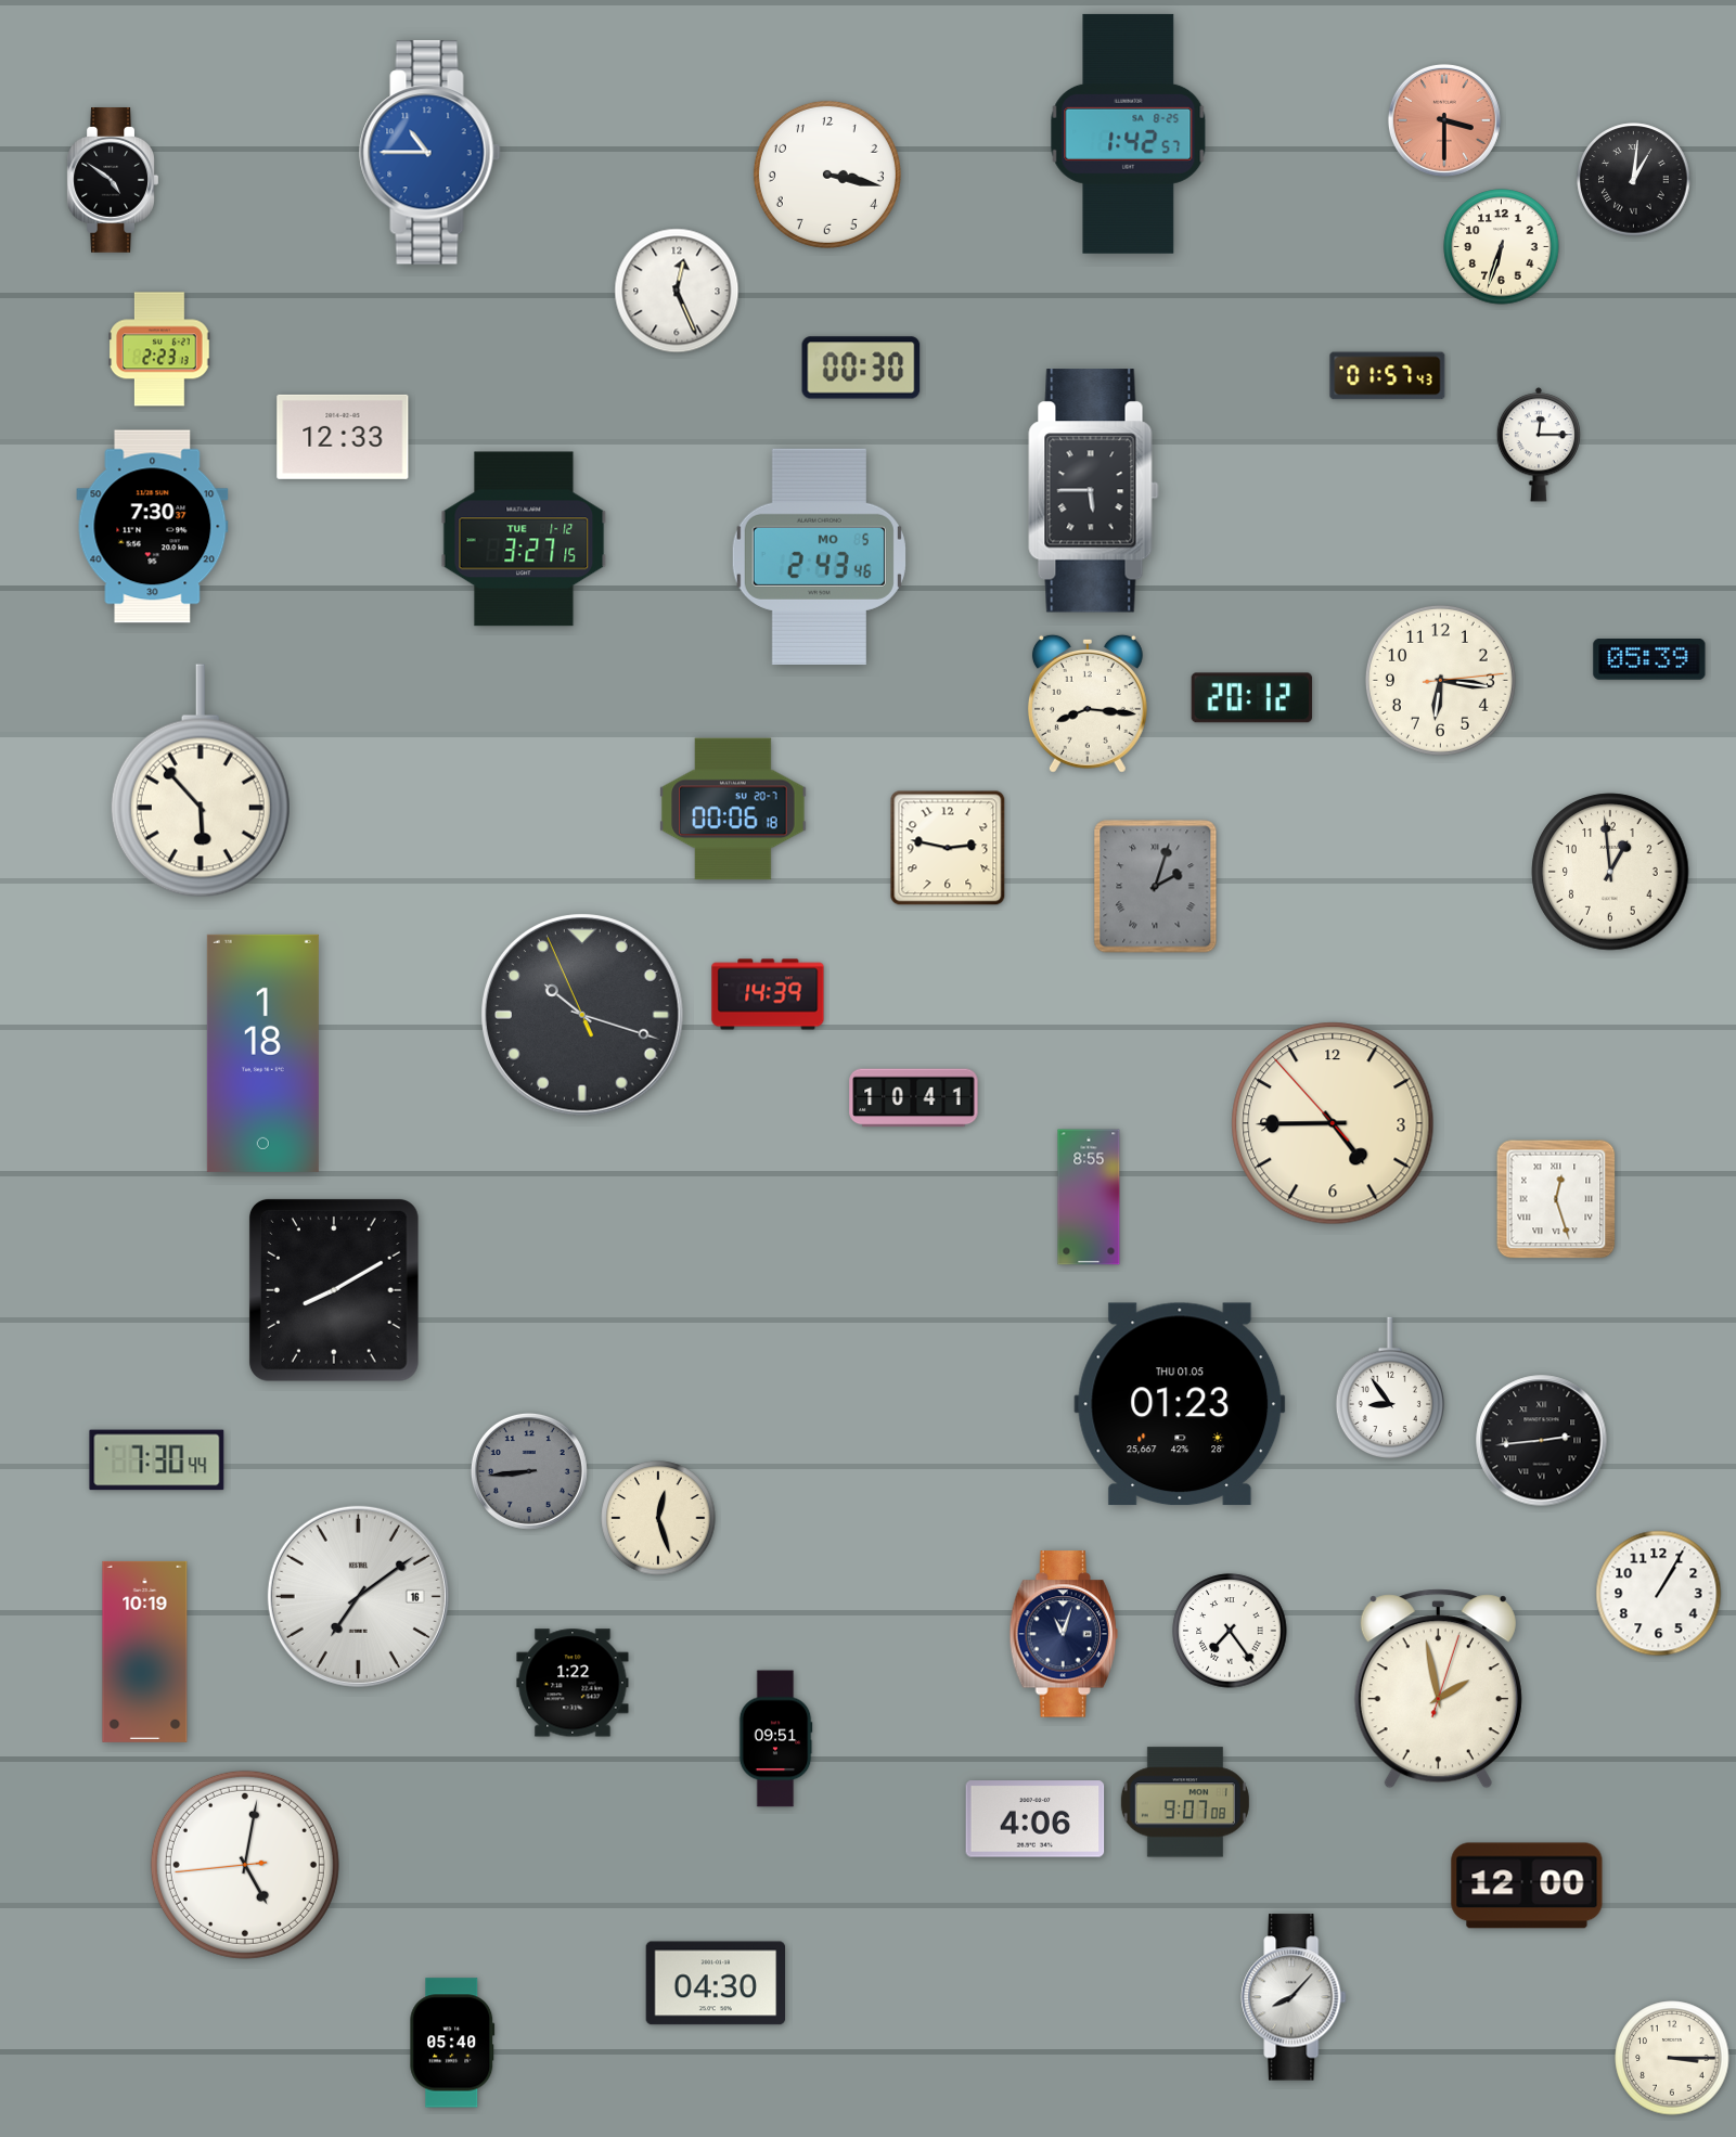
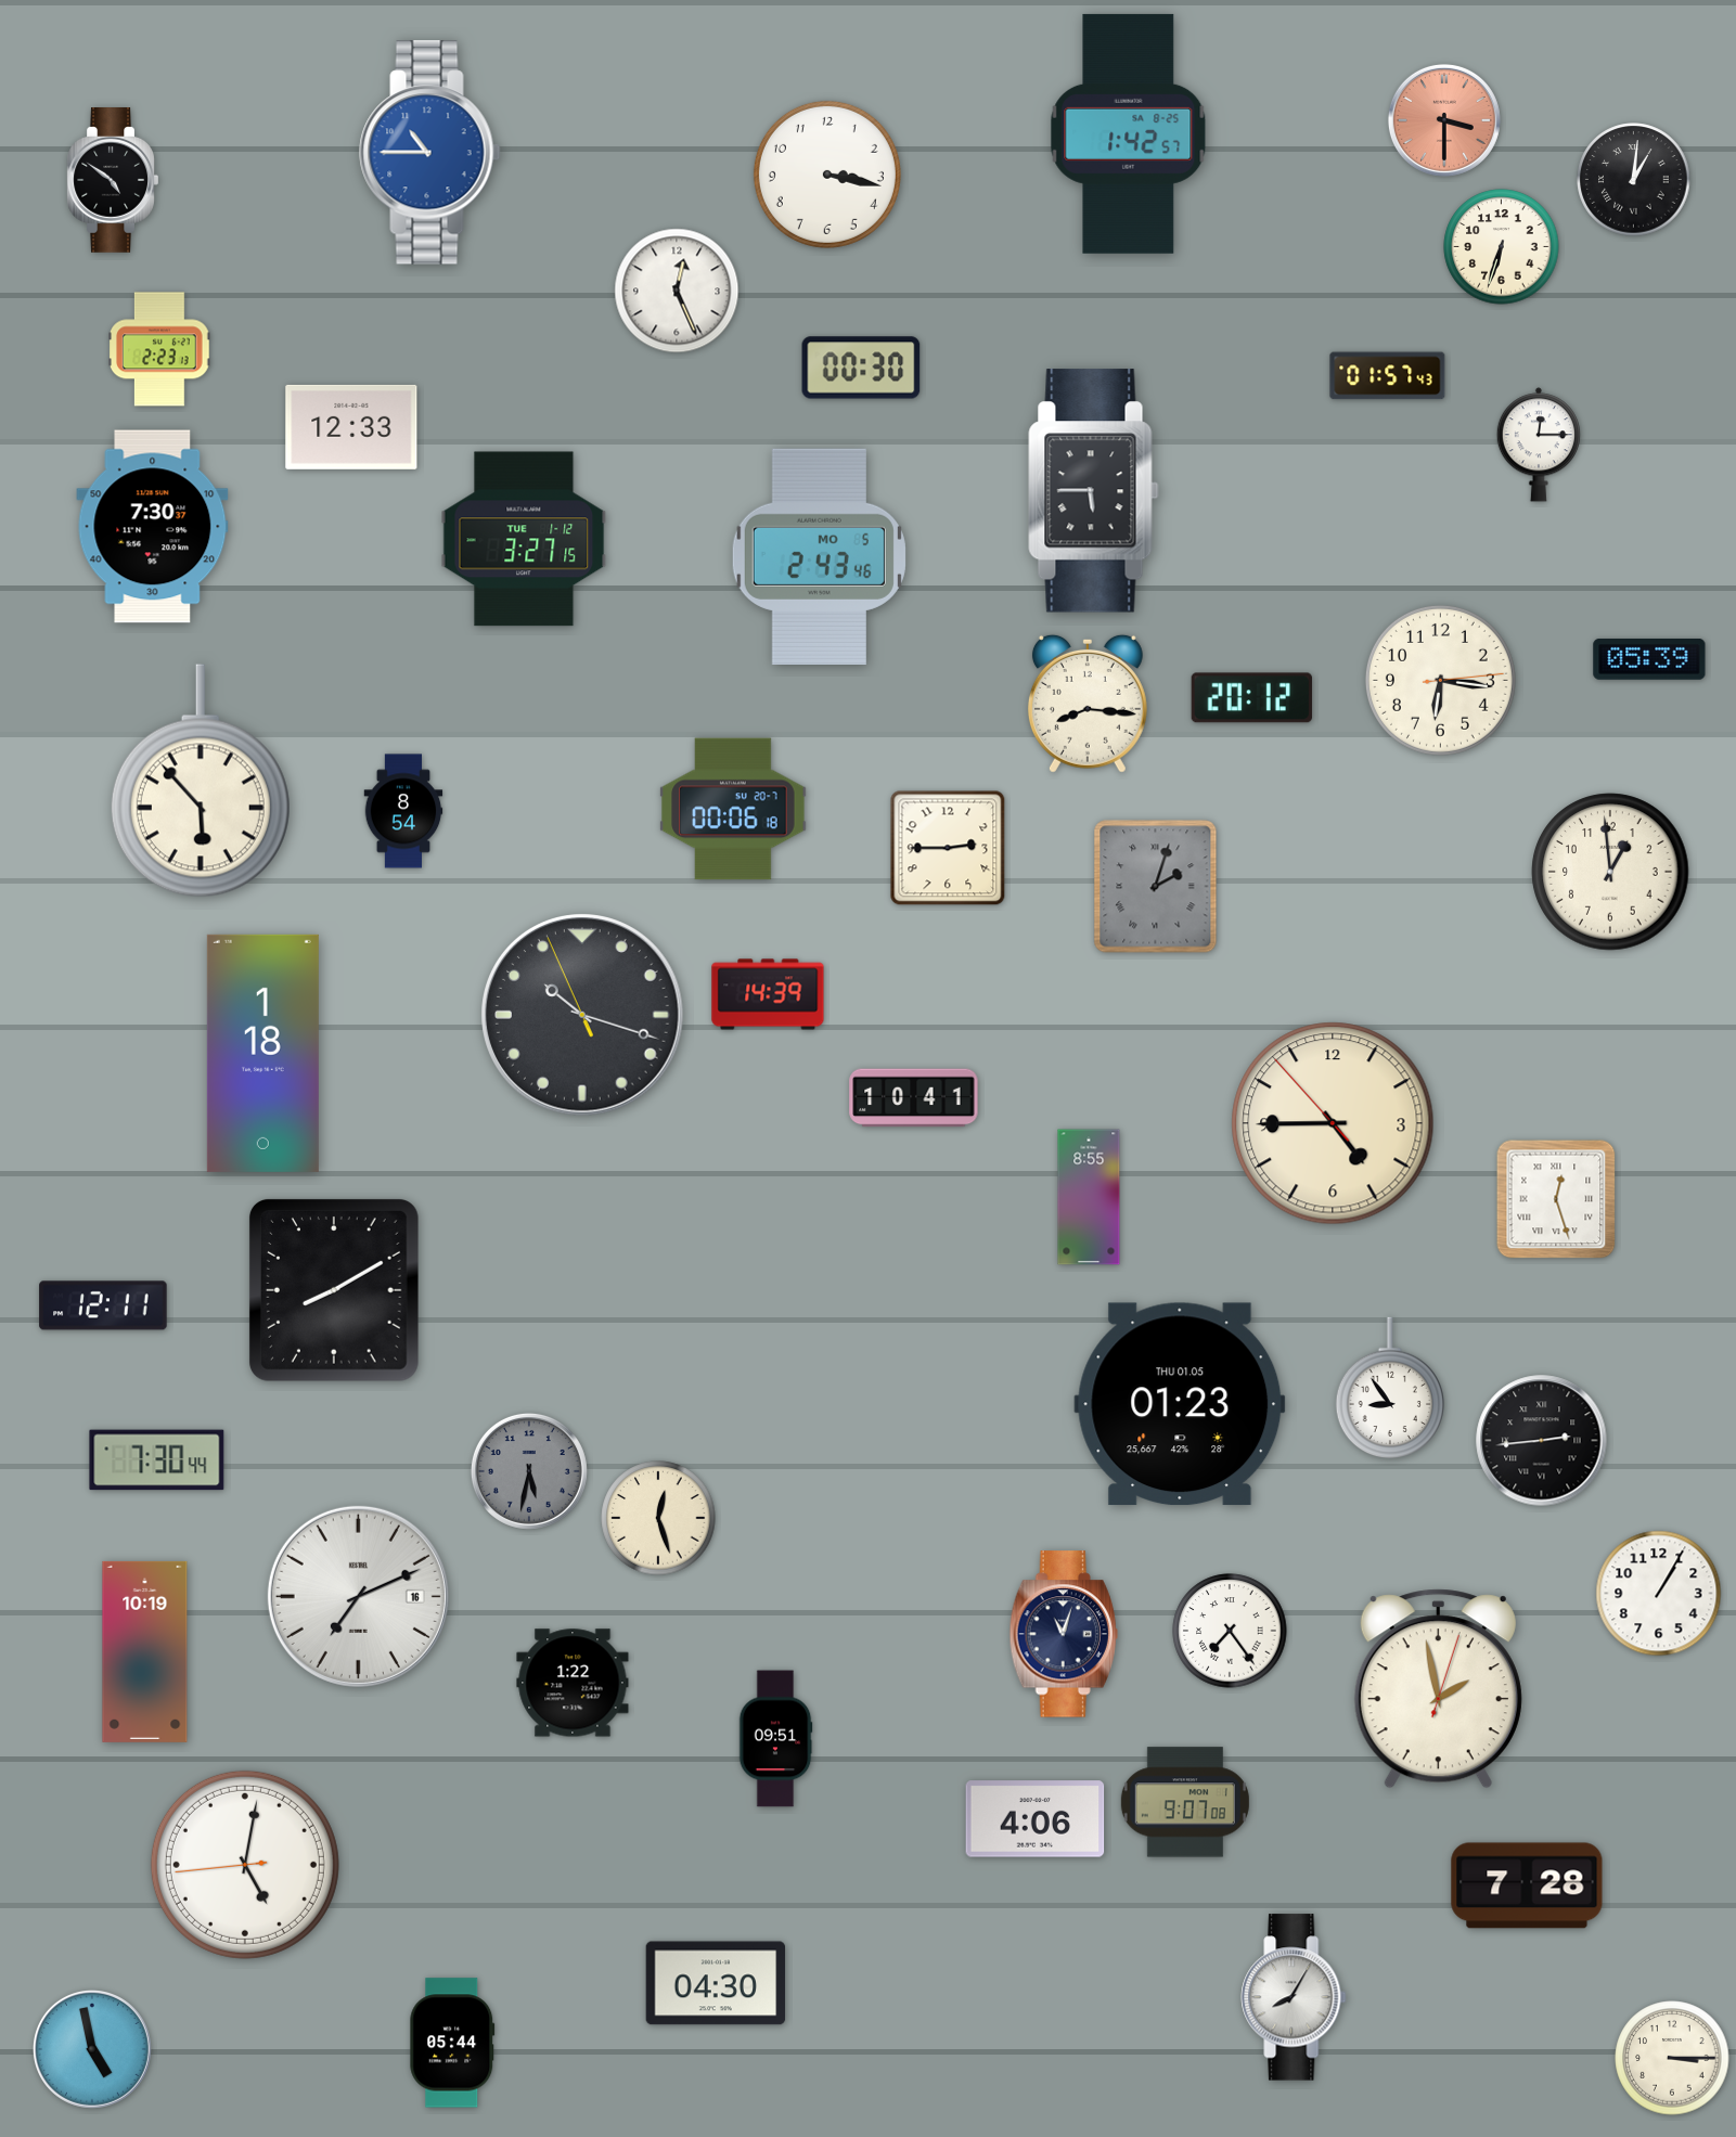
clock at (343, 437) position: (343, 437) -> (351, 427)
clock at (403, 811): none -> 8:54
clock at (948, 848): 2:47 -> 2:45
clock at (103, 1305): none -> 12:11
clock at (529, 1471): 8:44 -> 5:32
clock at (358, 1596): 7:09 -> 7:11
clock at (1527, 1885): 12:00 -> 7:28
clock at (1294, 1997): 8:07 -> 8:05
clock at (452, 2043): 05:40 -> 05:44
clock at (92, 2049): none -> 4:58
